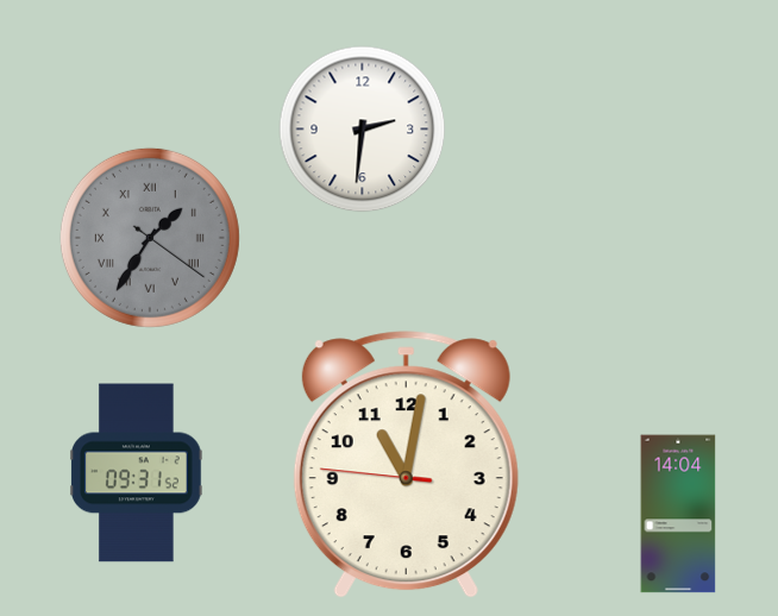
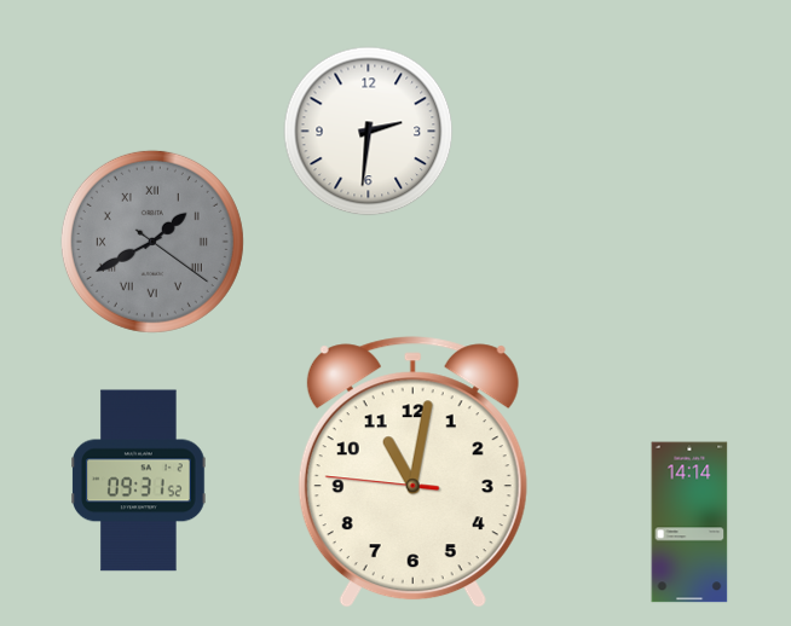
clock at (150, 238): 1:35 -> 1:40
clock at (678, 514): 14:04 -> 14:14
